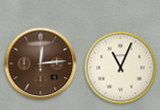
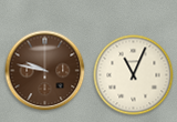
clock at (41, 64): 12:14 -> 9:47
